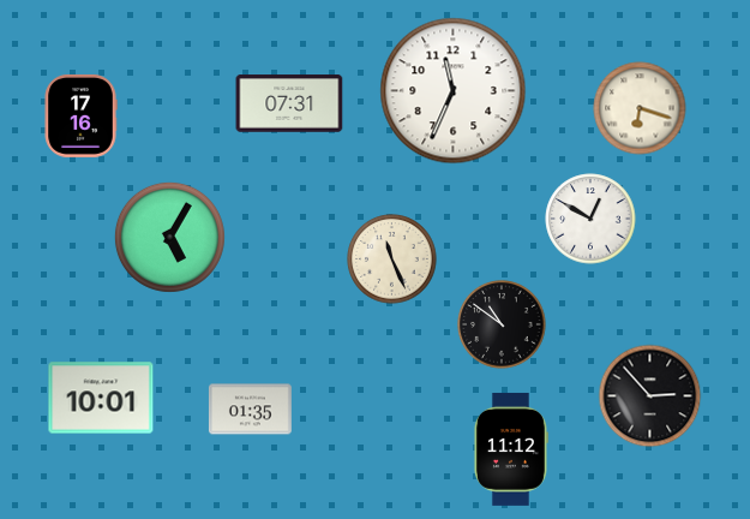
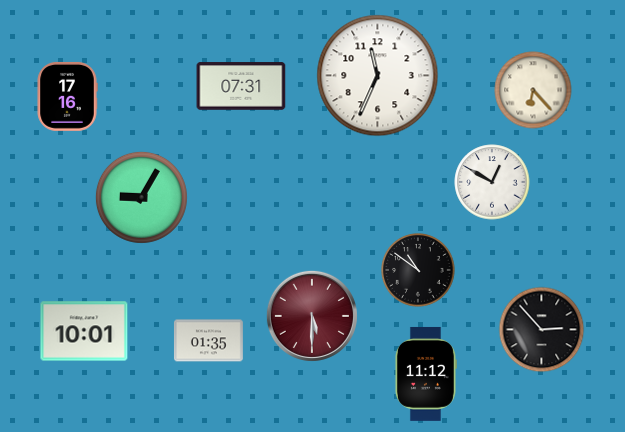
clock at (640, 108): 6:18 -> 6:23
clock at (169, 237): 5:05 -> 9:05
clock at (392, 259): 11:26 -> none
clock at (312, 316): none -> 5:30
